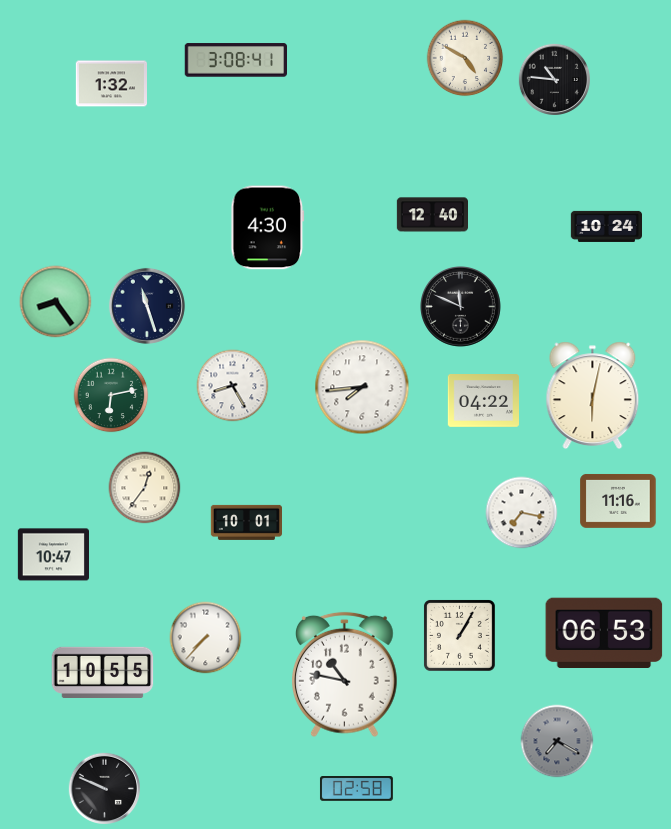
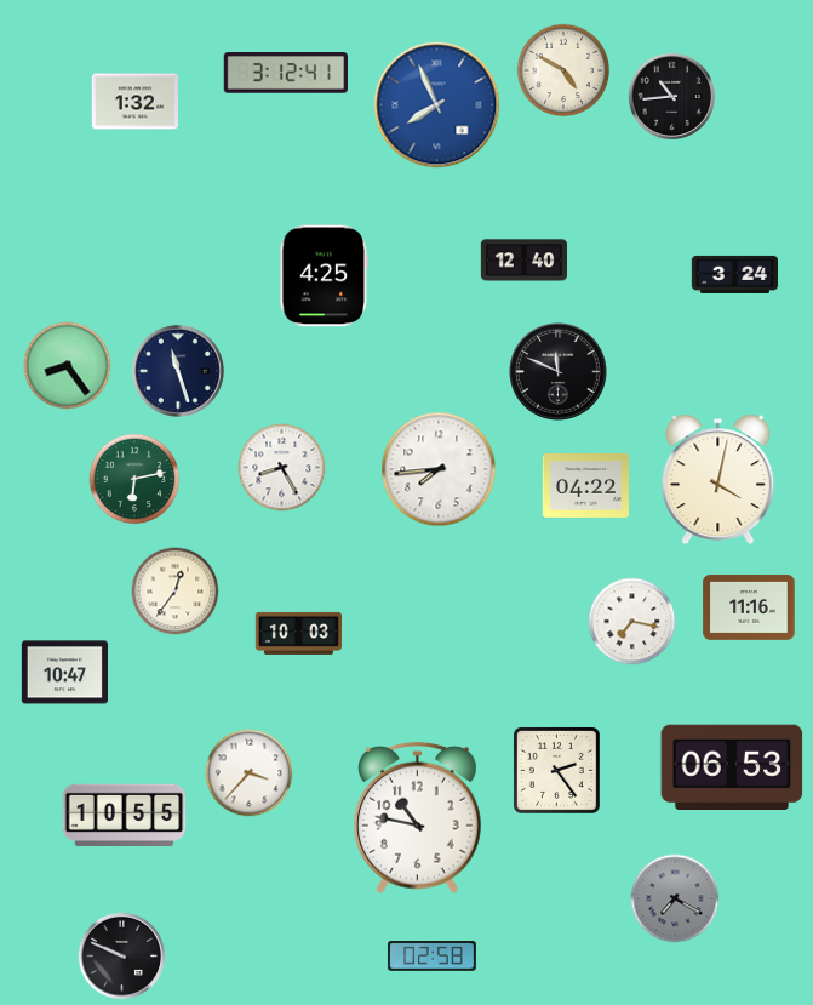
clock at (236, 60): 3:08 -> 3:12
clock at (554, 79): 10:46 -> 10:44
clock at (437, 105): none -> 7:56
clock at (606, 226): 10:24 -> 3:24
clock at (268, 228): 4:30 -> 4:25
clock at (593, 396): 6:02 -> 4:02
clock at (246, 522): 10:01 -> 10:03
clock at (459, 635): 1:05 -> 2:24
clock at (206, 638): 7:37 -> 3:37
clock at (104, 788) position: (104, 788) -> (121, 955)
